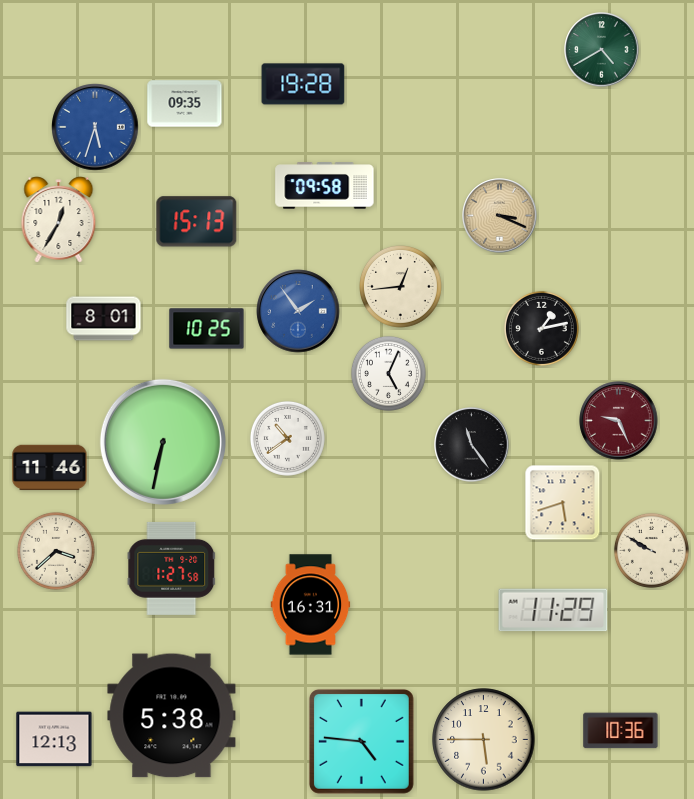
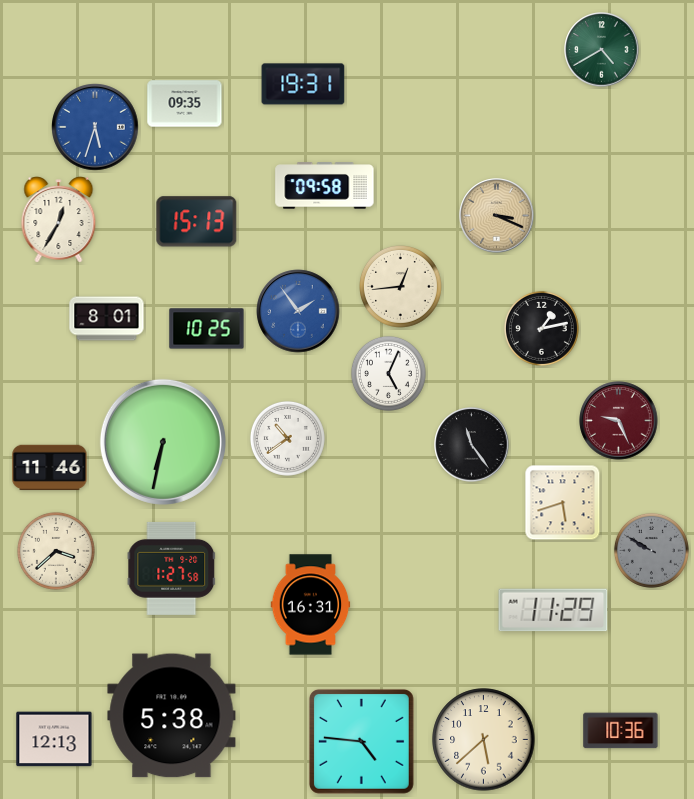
clock at (303, 84): 19:28 -> 19:31
clock at (500, 216) position: (500, 216) -> (497, 216)
clock at (104, 319) position: (104, 319) -> (107, 319)
clock at (651, 550) dial: cream -> grey
clock at (484, 740): 5:45 -> 5:38
